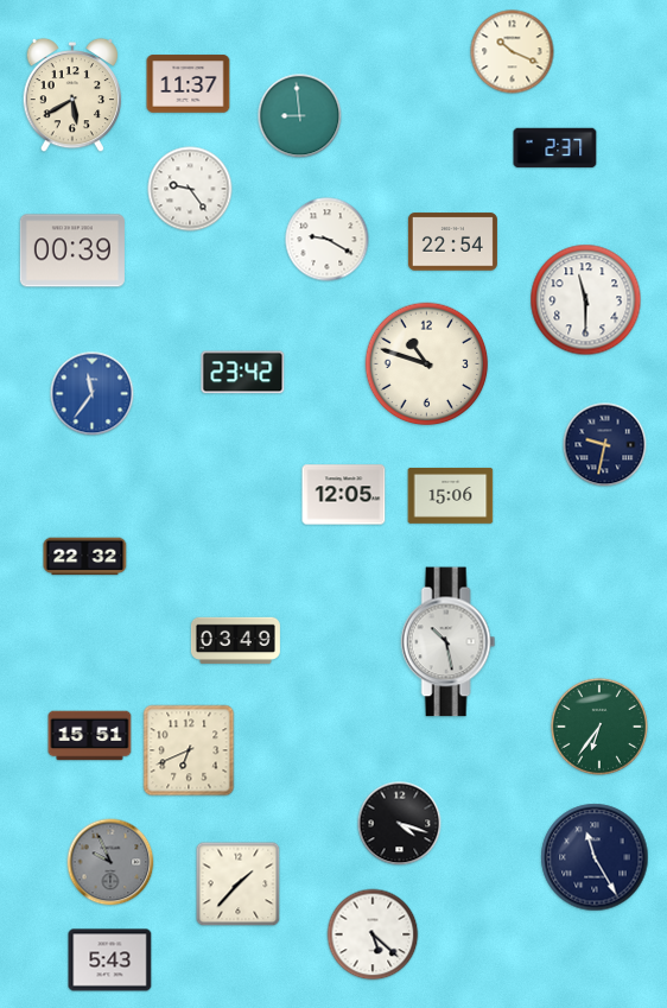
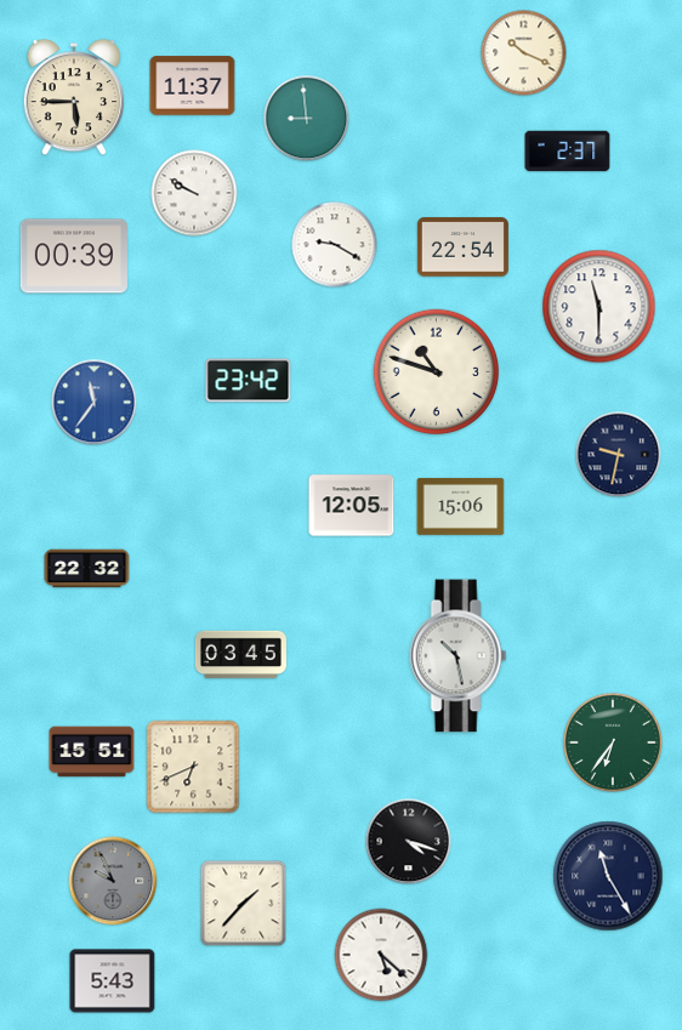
clock at (72, 95): 5:40 -> 5:45
clock at (190, 189): 9:24 -> 9:50
clock at (235, 640): 03:49 -> 03:45
